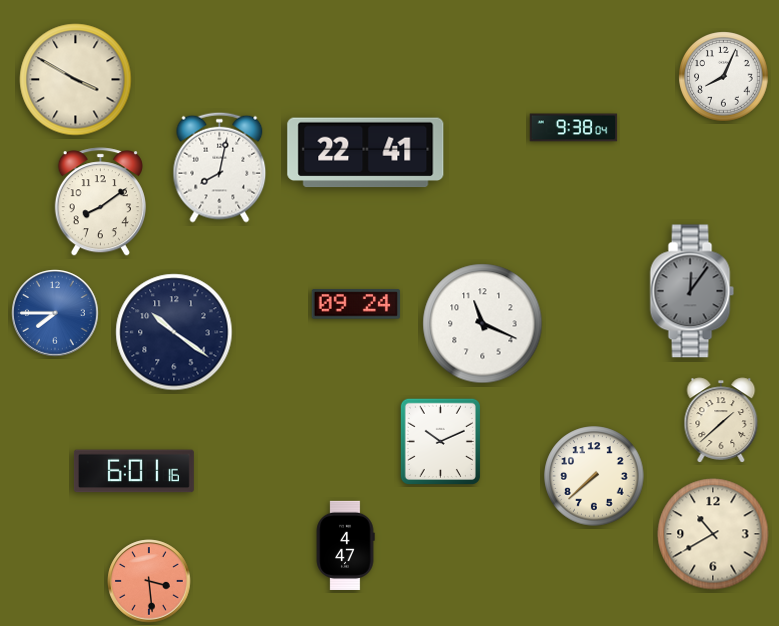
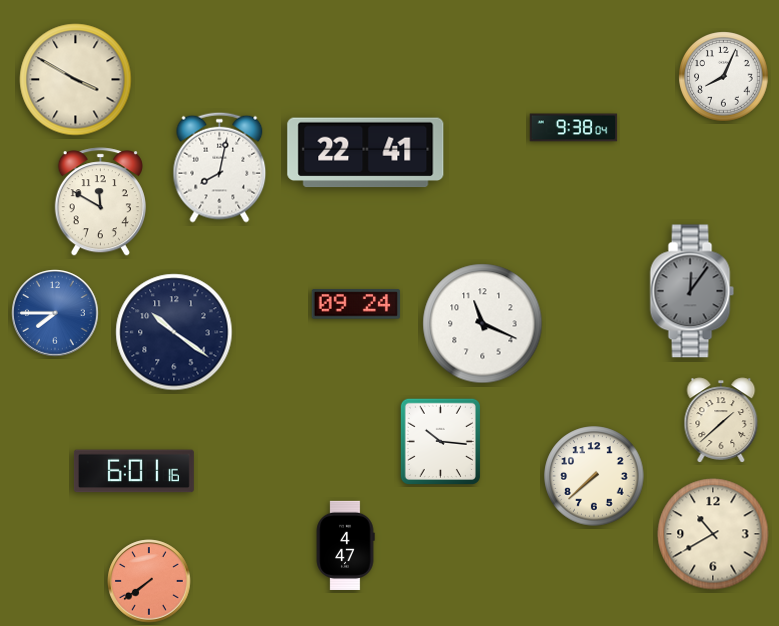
clock at (100, 202): 8:09 -> 11:50
clock at (440, 441): 10:11 -> 10:16
clock at (149, 581): 3:29 -> 7:39
